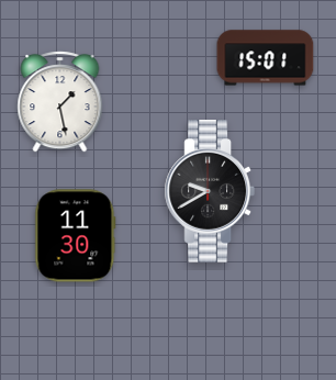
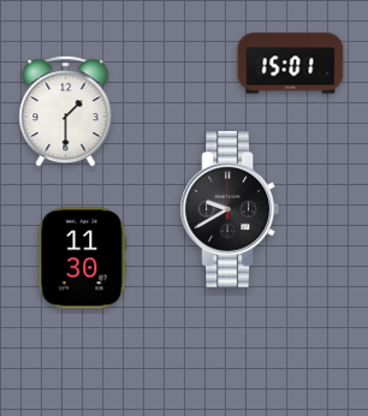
clock at (60, 102): 1:28 -> 1:30
